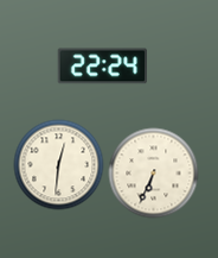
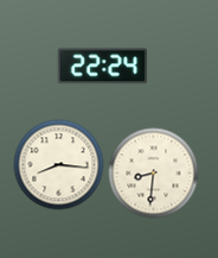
clock at (59, 165): 12:31 -> 8:16
clock at (154, 174): 6:34 -> 8:31
